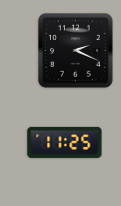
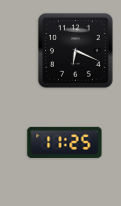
clock at (76, 51): 2:19 -> 6:19
